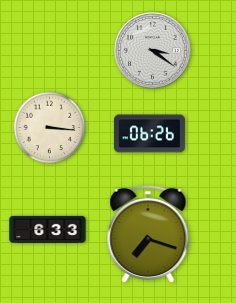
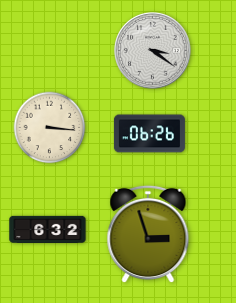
clock at (48, 229): 6:33 -> 6:32
clock at (148, 234): 7:18 -> 2:57
